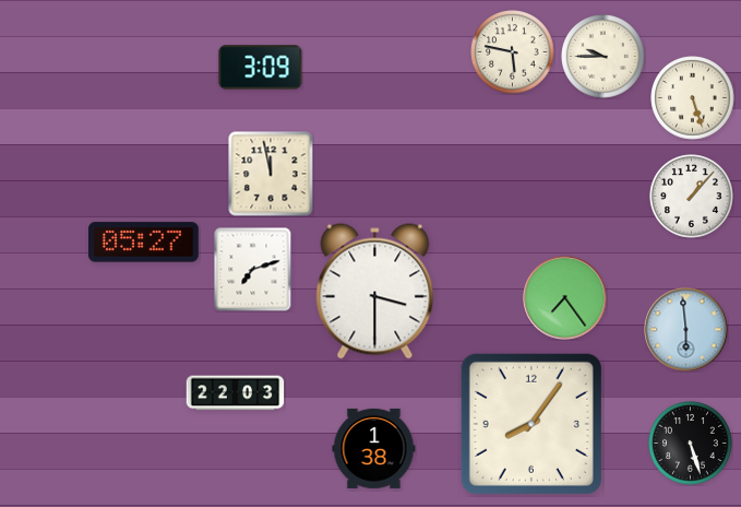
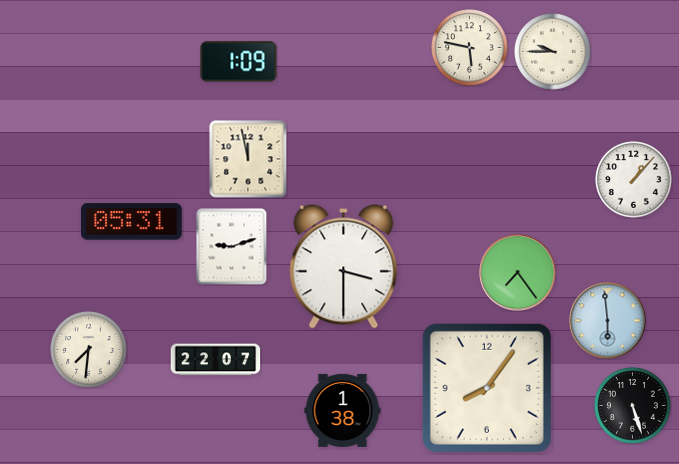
clock at (261, 68): 3:09 -> 1:09
clock at (693, 98): 5:27 -> none
clock at (144, 243): 05:27 -> 05:31
clock at (253, 269): 7:12 -> 9:12
clock at (686, 330) position: (686, 330) -> (608, 321)
clock at (89, 350): none -> 7:31
clock at (236, 393): 22:03 -> 22:07
